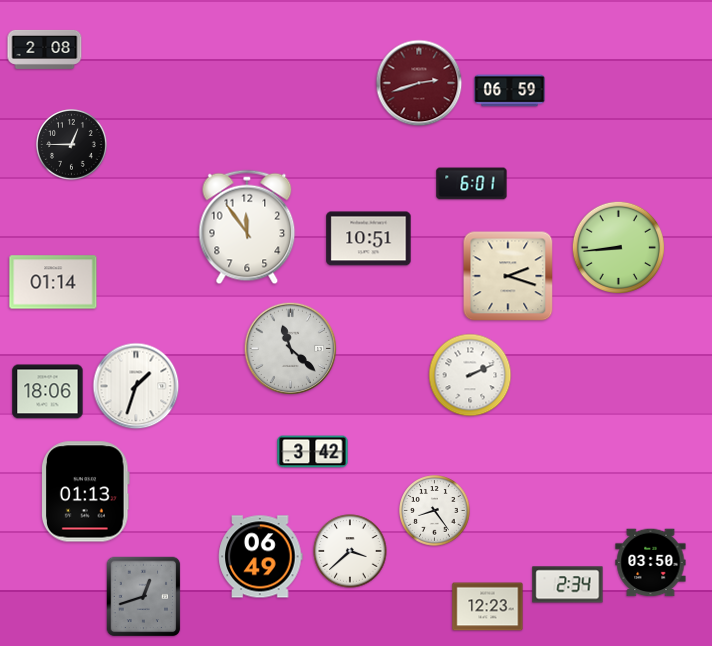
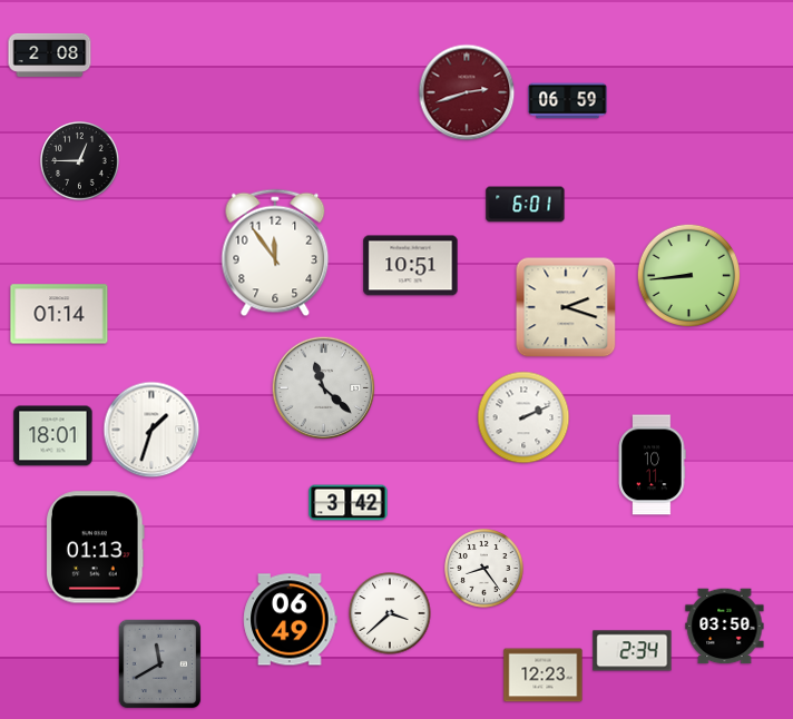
clock at (48, 392): 18:06 -> 18:01
clock at (652, 465): none -> 10:11
clock at (144, 597): 12:42 -> 11:40
